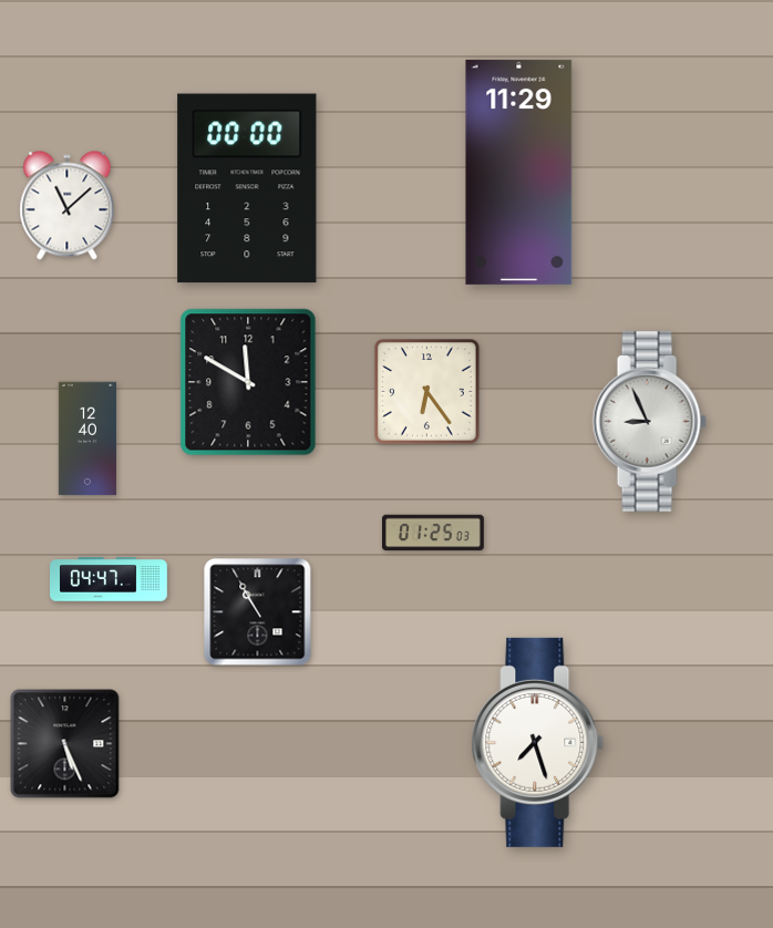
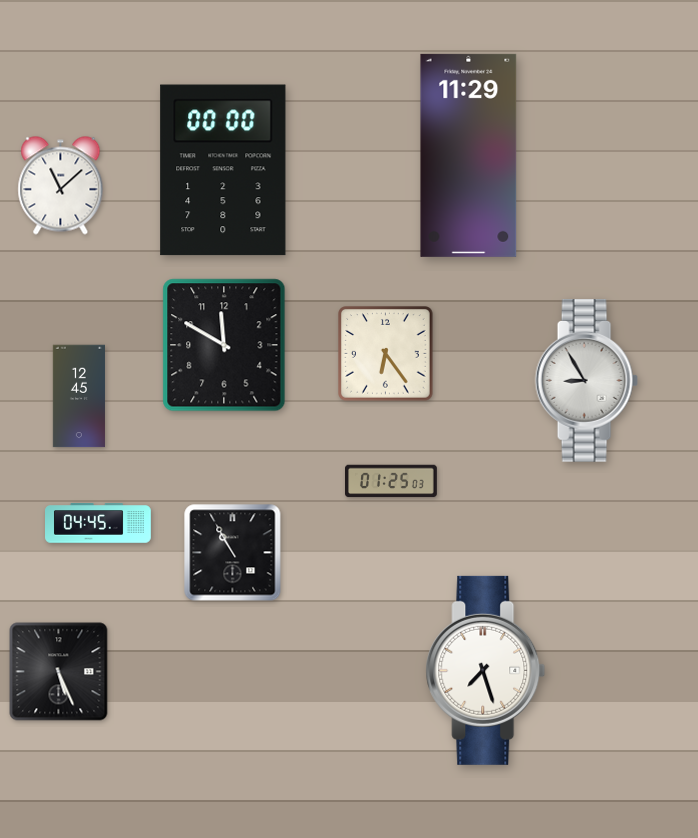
clock at (649, 422): 8:56 -> 8:55
clock at (87, 439): 12:40 -> 12:45
clock at (110, 579): 04:47 -> 04:45
